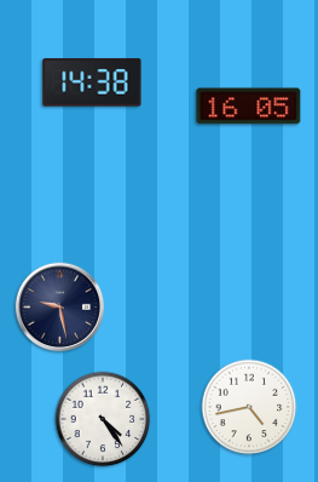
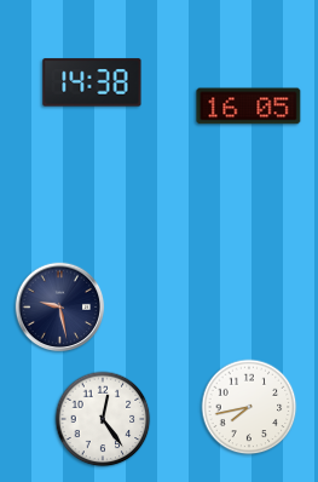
clock at (249, 407): 4:43 -> 7:43
clock at (103, 419): 4:24 -> 12:24
